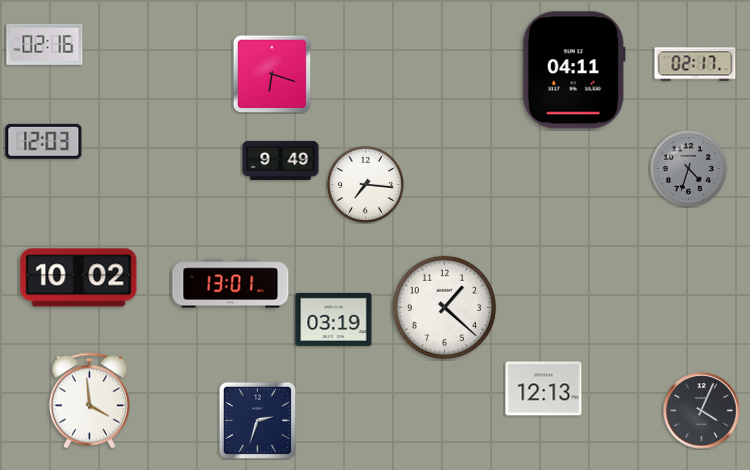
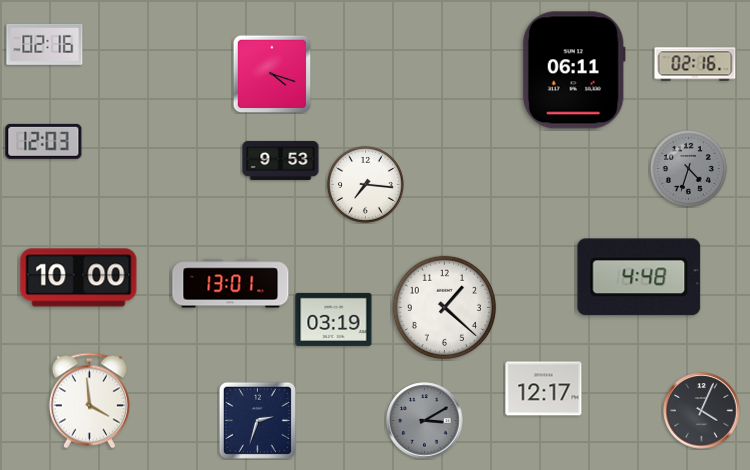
clock at (695, 64): 02:17 -> 02:16
clock at (574, 70): 04:11 -> 06:11
clock at (272, 74): 6:18 -> 4:18
clock at (281, 160): 9:49 -> 9:53
clock at (639, 277): none -> 4:48
clock at (79, 278): 10:02 -> 10:00
clock at (544, 389): 12:13 -> 12:17
clock at (425, 421): none -> 3:10
